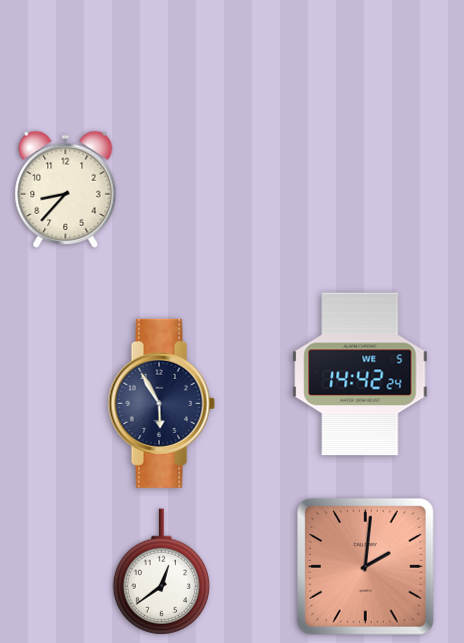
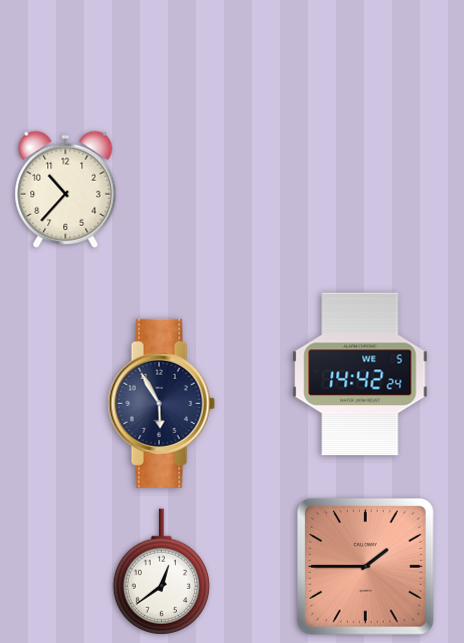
clock at (66, 189): 8:37 -> 10:37
clock at (365, 566): 2:01 -> 1:45
